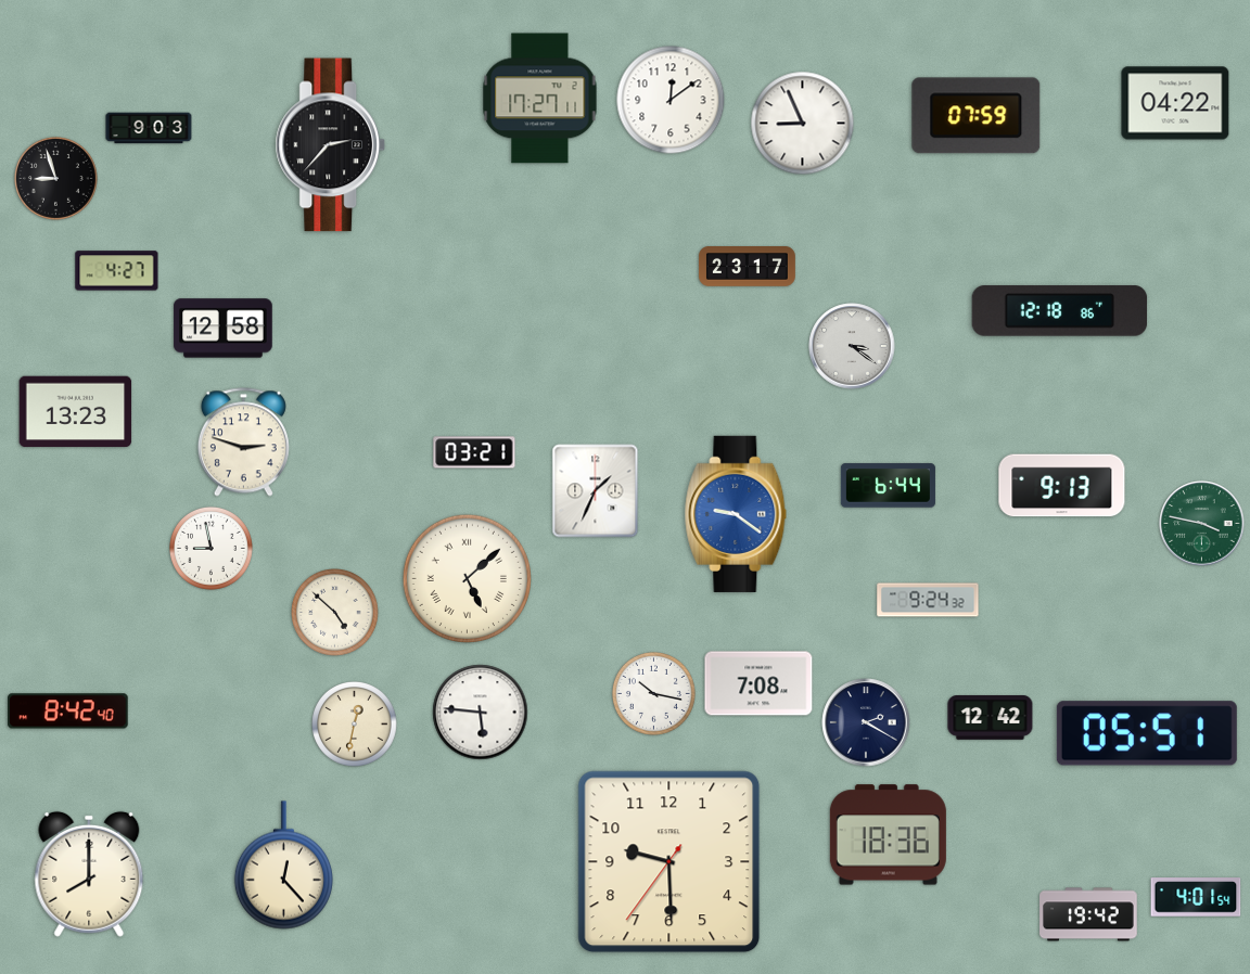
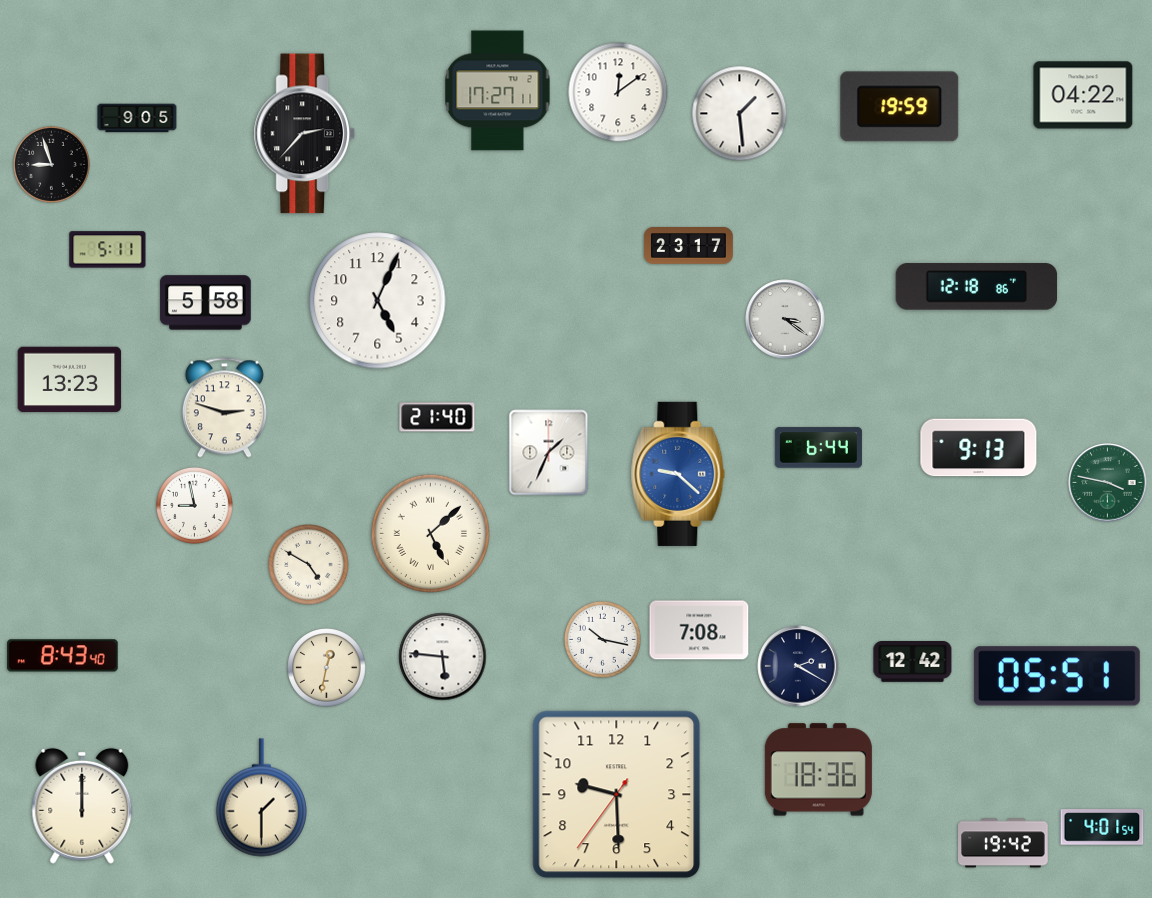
clock at (977, 116): 07:59 -> 19:59
clock at (803, 124): 8:56 -> 1:29
clock at (149, 128): 9:03 -> 9:05
clock at (117, 271): 4:27 -> 5:11
clock at (378, 301): none -> 5:04
clock at (224, 329): 12:58 -> 5:58
clock at (474, 452): 03:21 -> 21:40
clock at (736, 514): 9:21 -> 9:22
clock at (928, 600): 9:24 -> none
clock at (335, 613): 4:52 -> 4:50
clock at (68, 712): 8:42 -> 8:43
clock at (283, 866): 12:23 -> 1:30
clock at (89, 874): 8:00 -> 12:00
